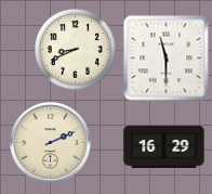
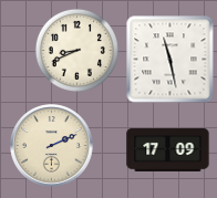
clock at (167, 59): 11:30 -> 11:28
clock at (164, 146): 16:29 -> 17:09
